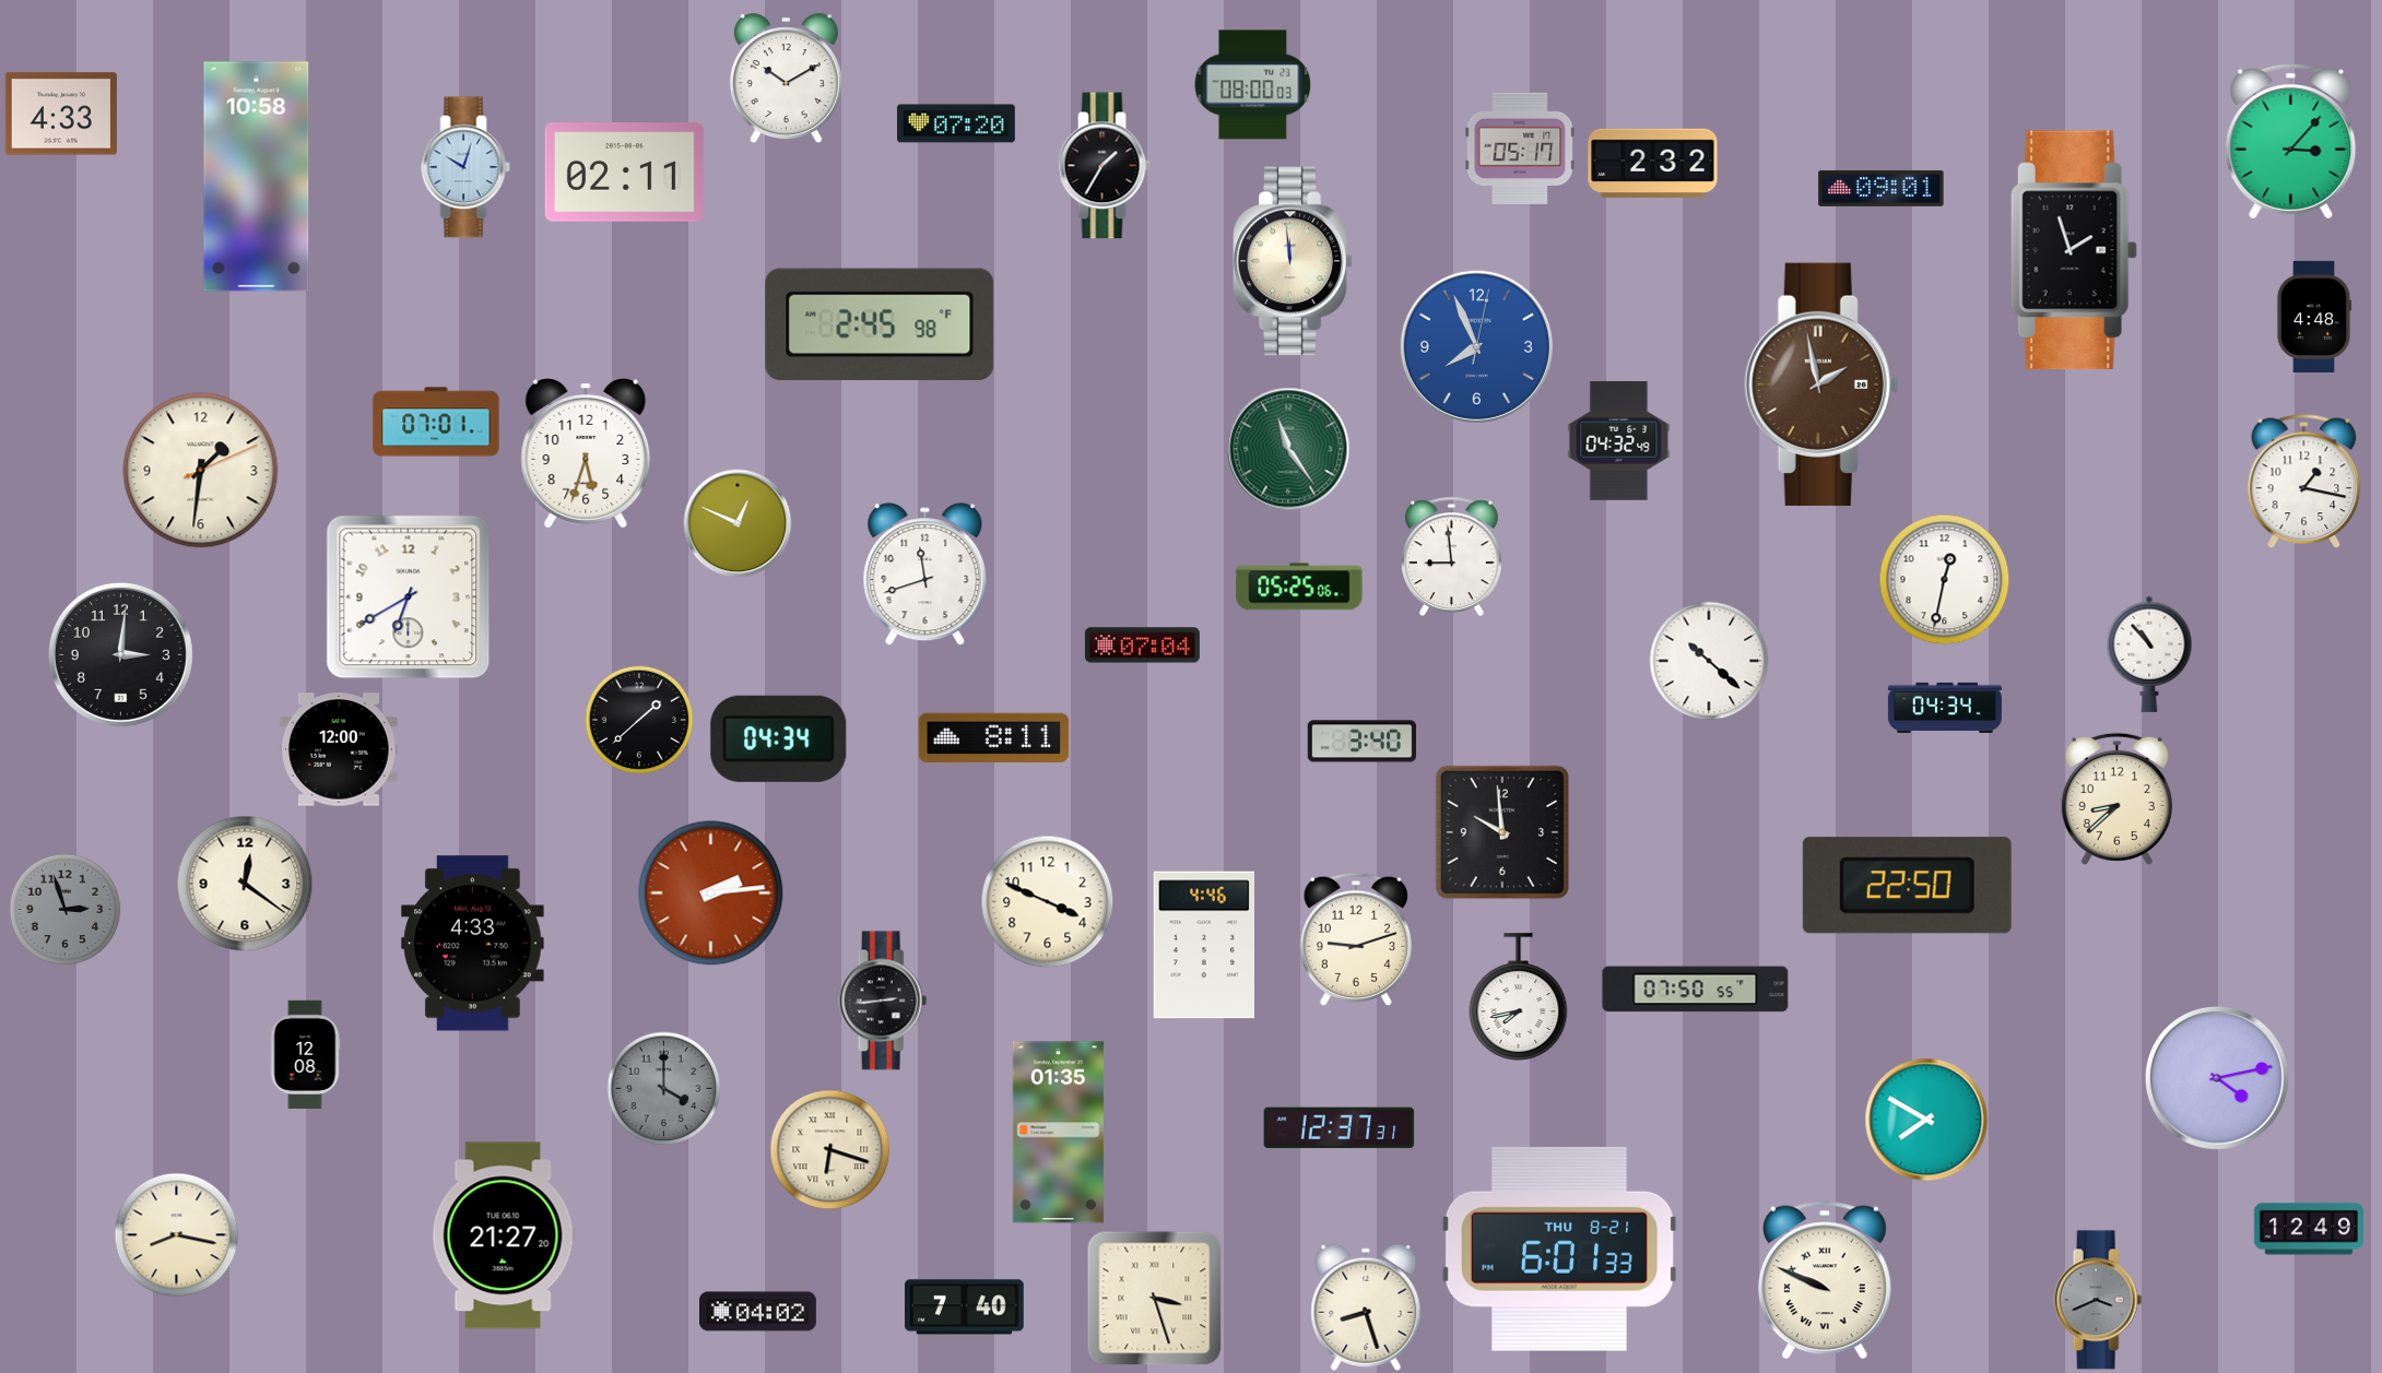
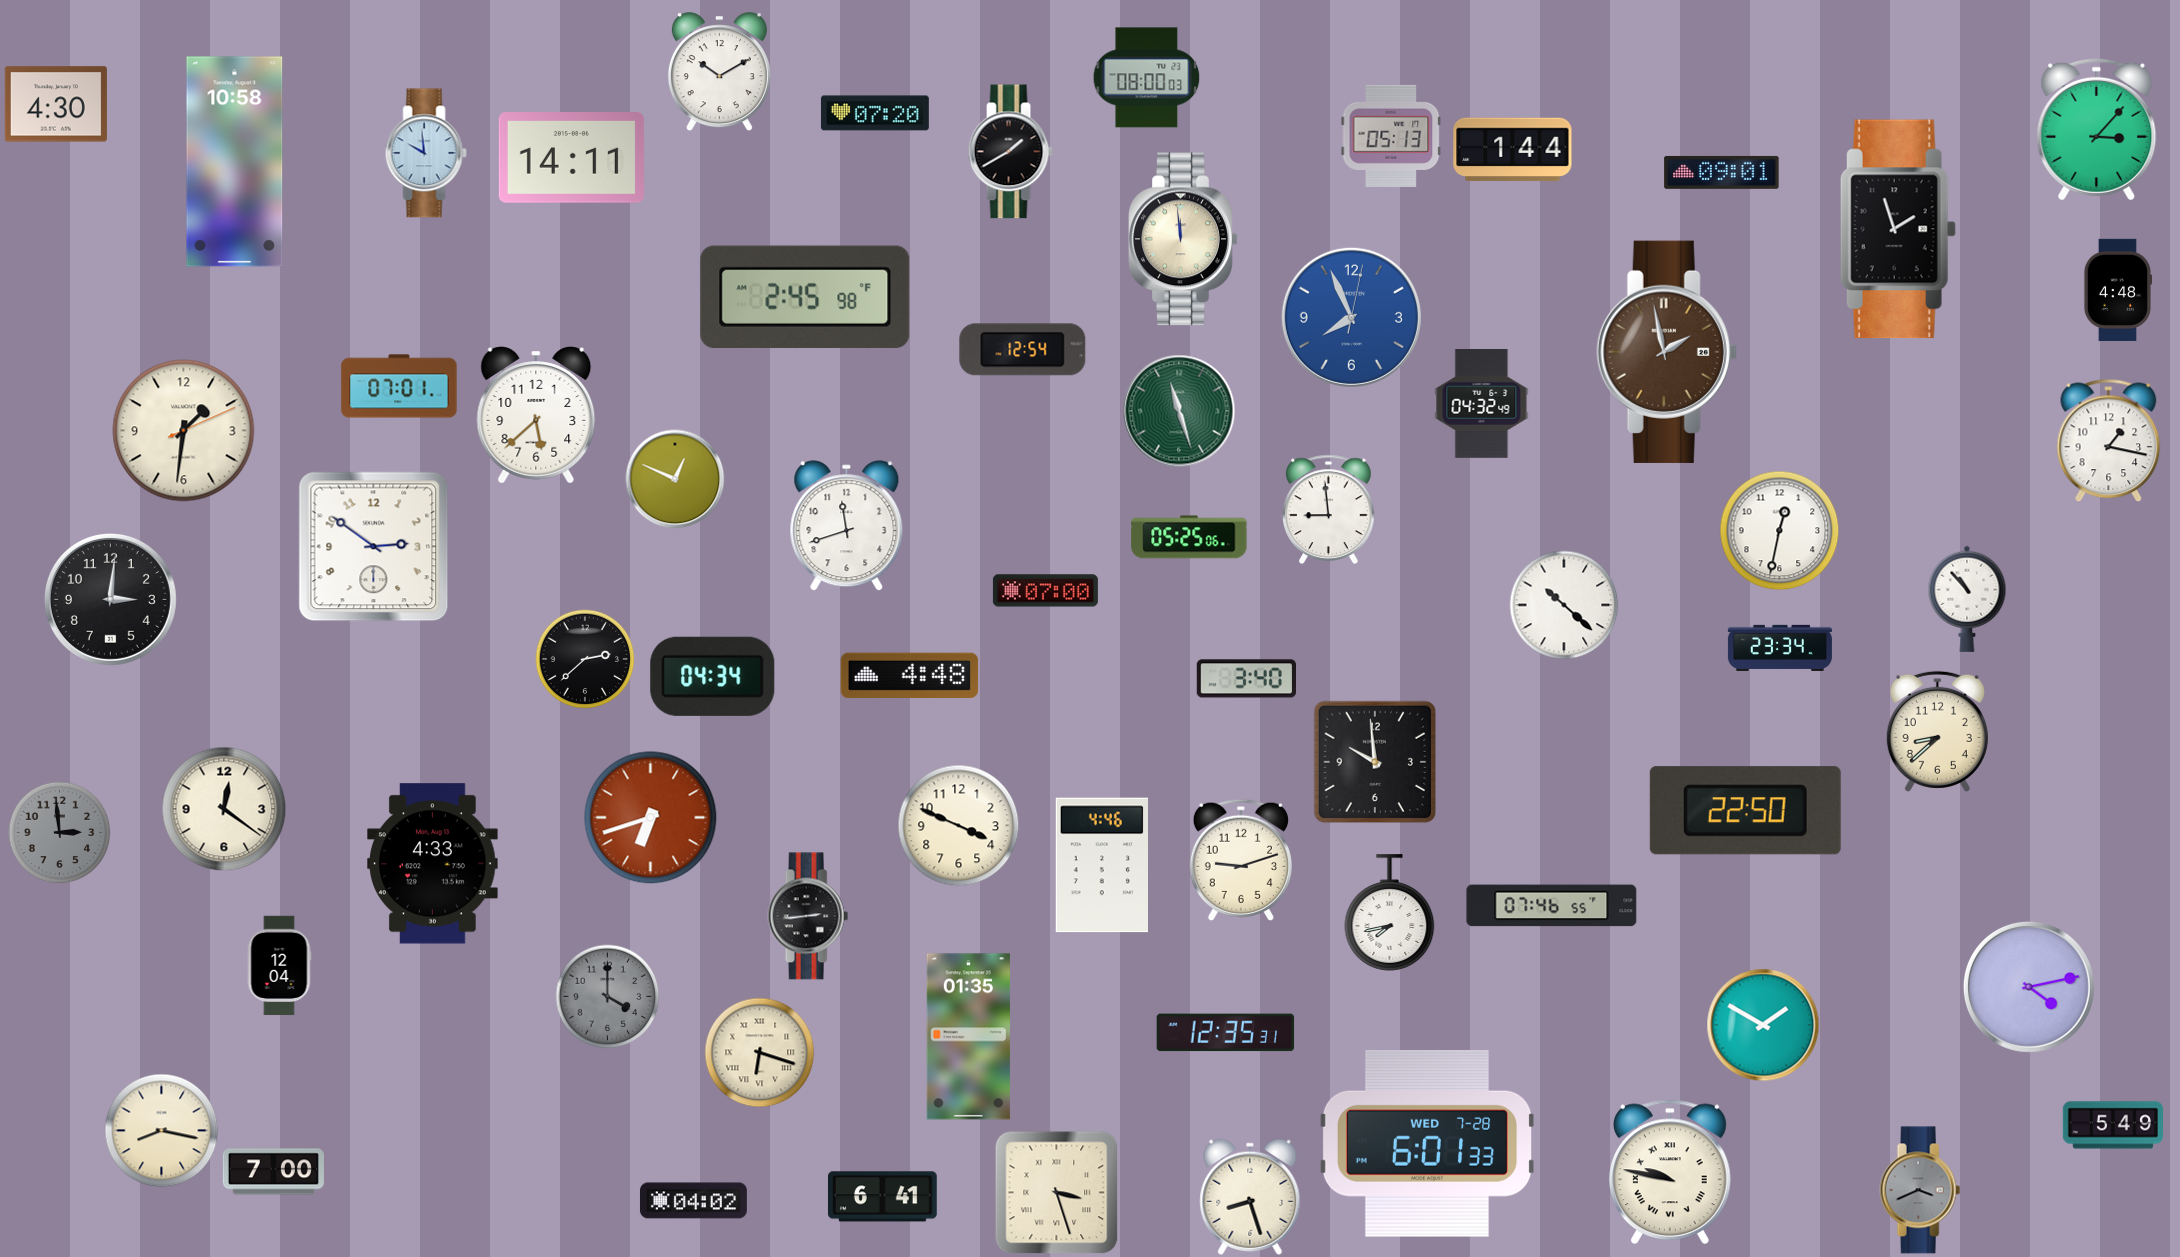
clock at (61, 114): 4:33 -> 4:30
clock at (1520, 149): 05:17 -> 05:13
clock at (1653, 164): 2:32 -> 1:44
clock at (1104, 166): 1:35 -> 1:40
clock at (465, 167): 10:03 -> 9:59
clock at (624, 173): 02:11 -> 14:11
clock at (1023, 350): none -> 12:54
clock at (1288, 449): 11:24 -> 11:27
clock at (586, 453): 5:33 -> 5:38
clock at (409, 597): 6:40 -> 2:51
clock at (1142, 646): 07:04 -> 07:00
clock at (1945, 708): 04:34 -> 23:34
clock at (639, 720): 1:38 -> 2:38
clock at (994, 737): 8:11 -> 4:48
clock at (339, 749): 12:00 -> none
clock at (711, 893): 2:14 -> 6:42
clock at (66, 910): 2:57 -> 2:59
clock at (1696, 990): 07:50 -> 07:46
clock at (305, 1055): 12:08 -> 12:04
clock at (1926, 1120): 7:50 -> 1:50
clock at (1340, 1128): 12:37 -> 12:35
clock at (2308, 1229): 12:49 -> 5:49
clock at (504, 1235): 21:27 -> none
clock at (1559, 1248) date: THU 8-21 -> WED 7-28
clock at (273, 1172): none -> 7:00
clock at (1825, 1280): 9:49 -> 9:47
clock at (1155, 1299) position: (1155, 1299) -> (1057, 1193)
clock at (964, 1307): 7:40 -> 6:41
